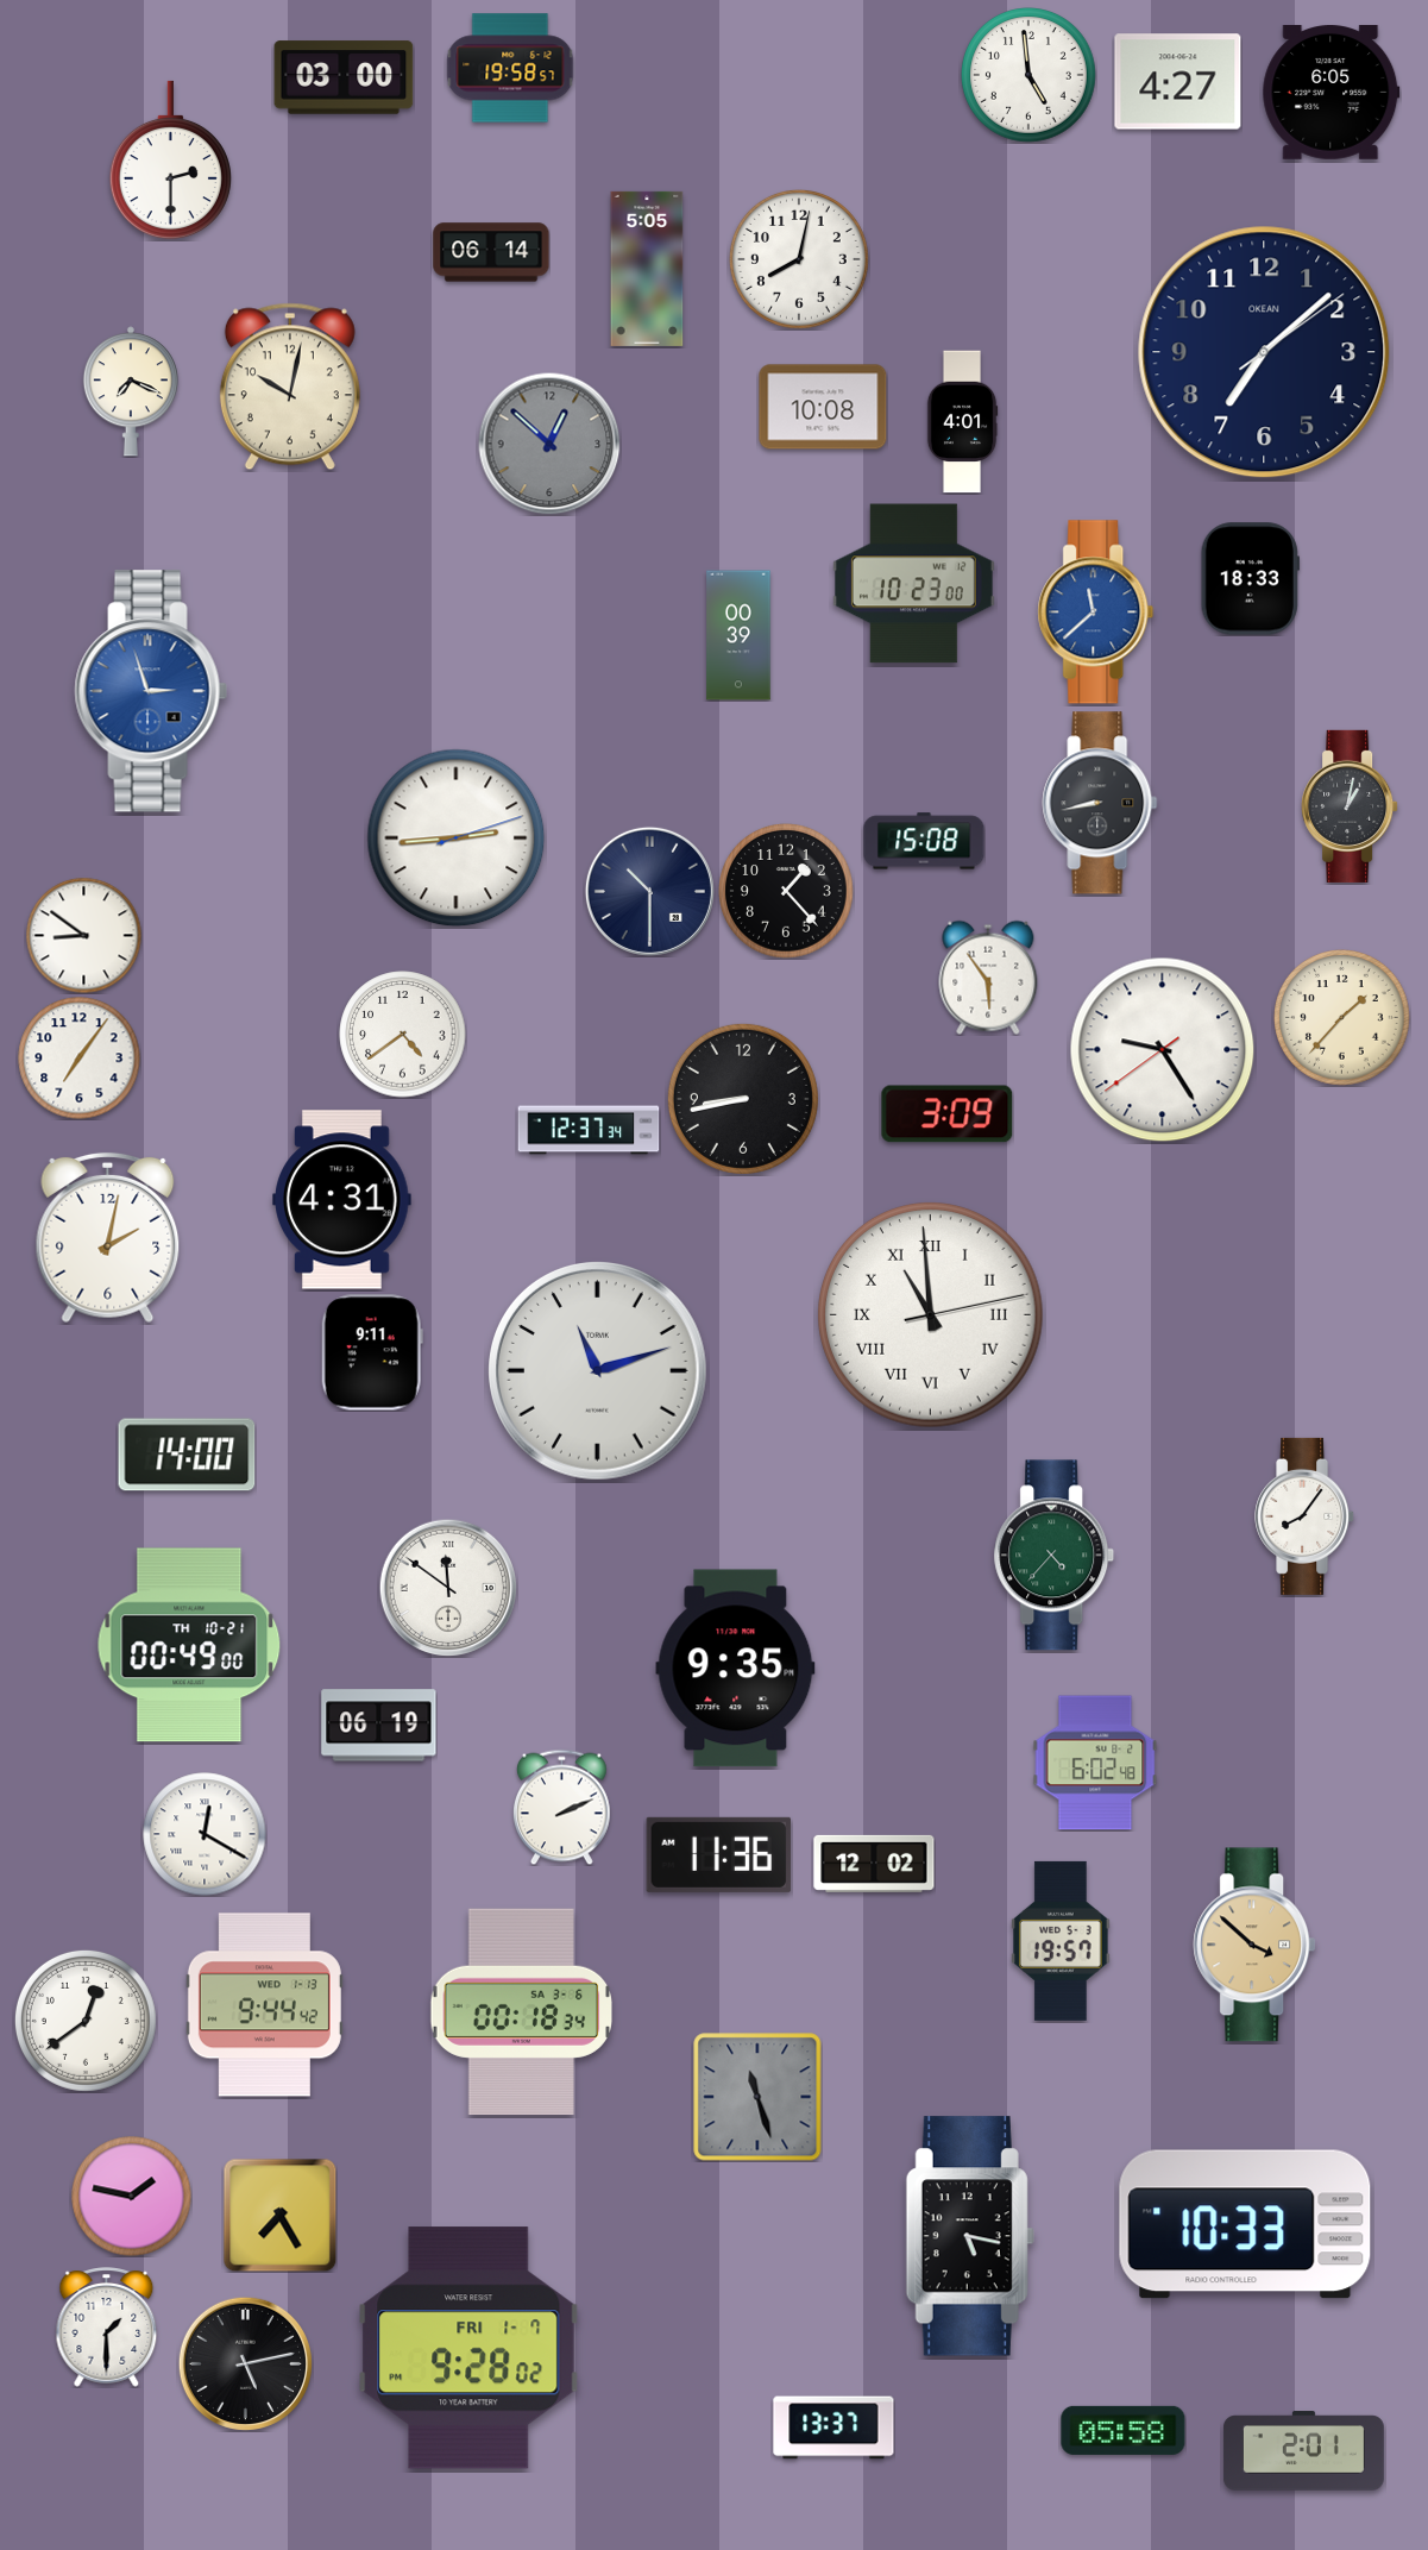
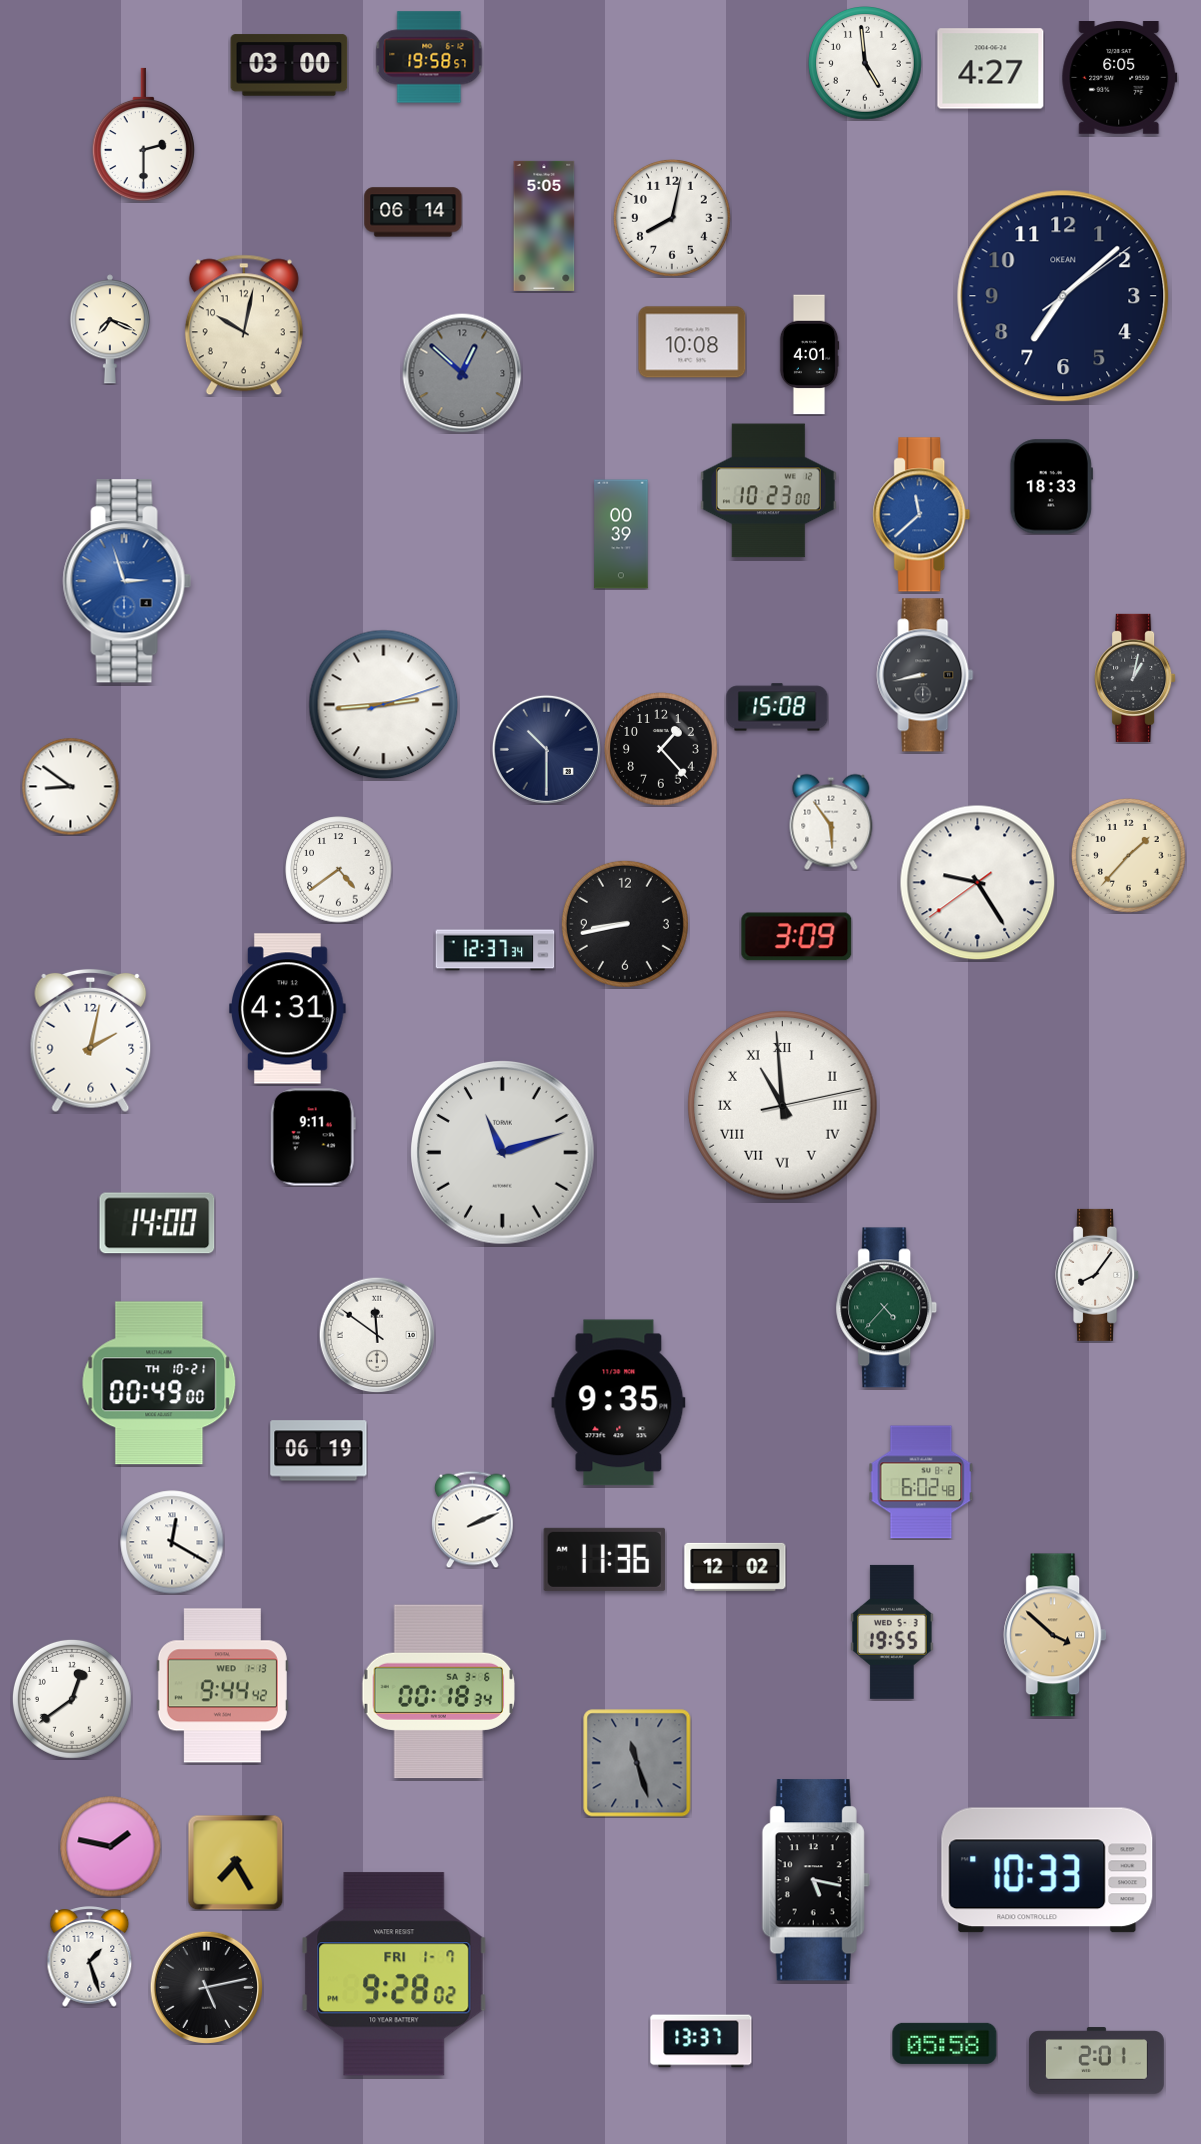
clock at (80, 1059): 7:06 -> none
clock at (1062, 1941): 19:57 -> 19:55
clock at (107, 2328): 1:30 -> 1:27
